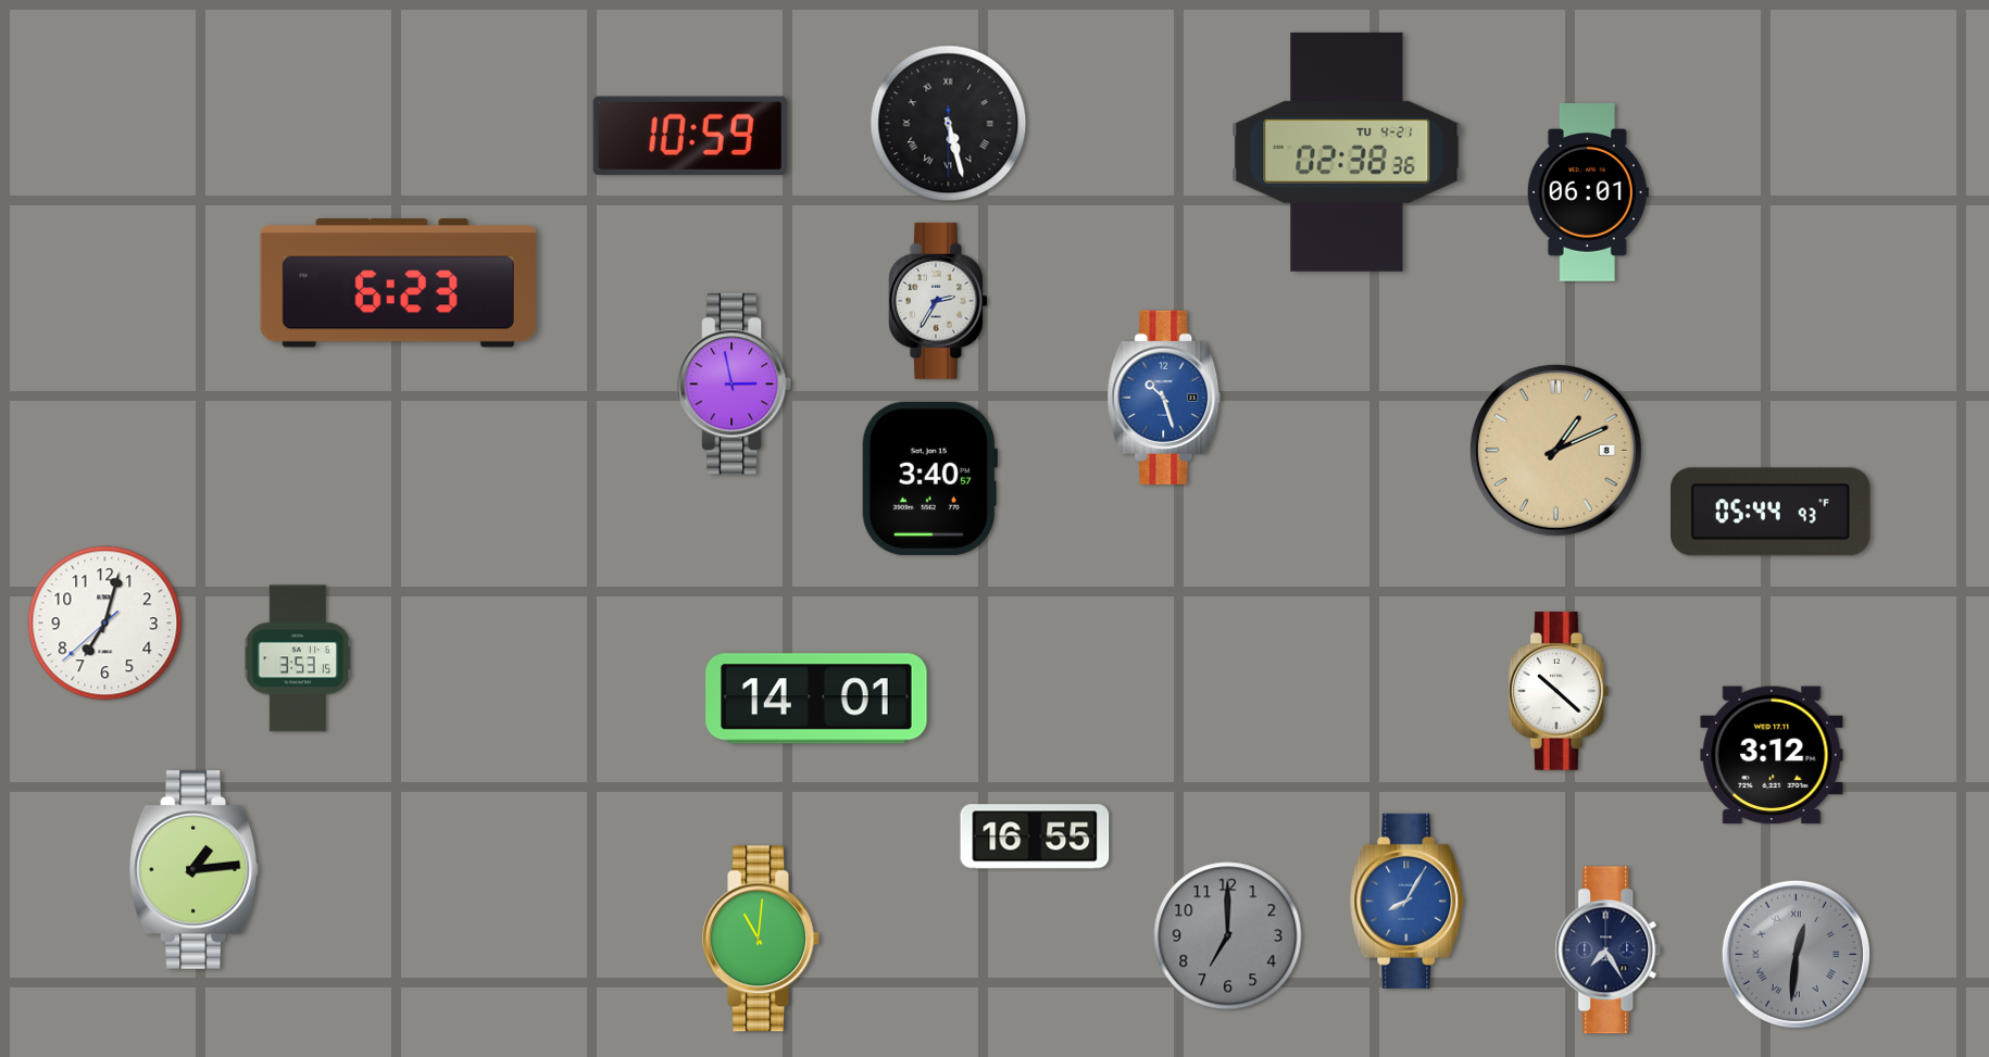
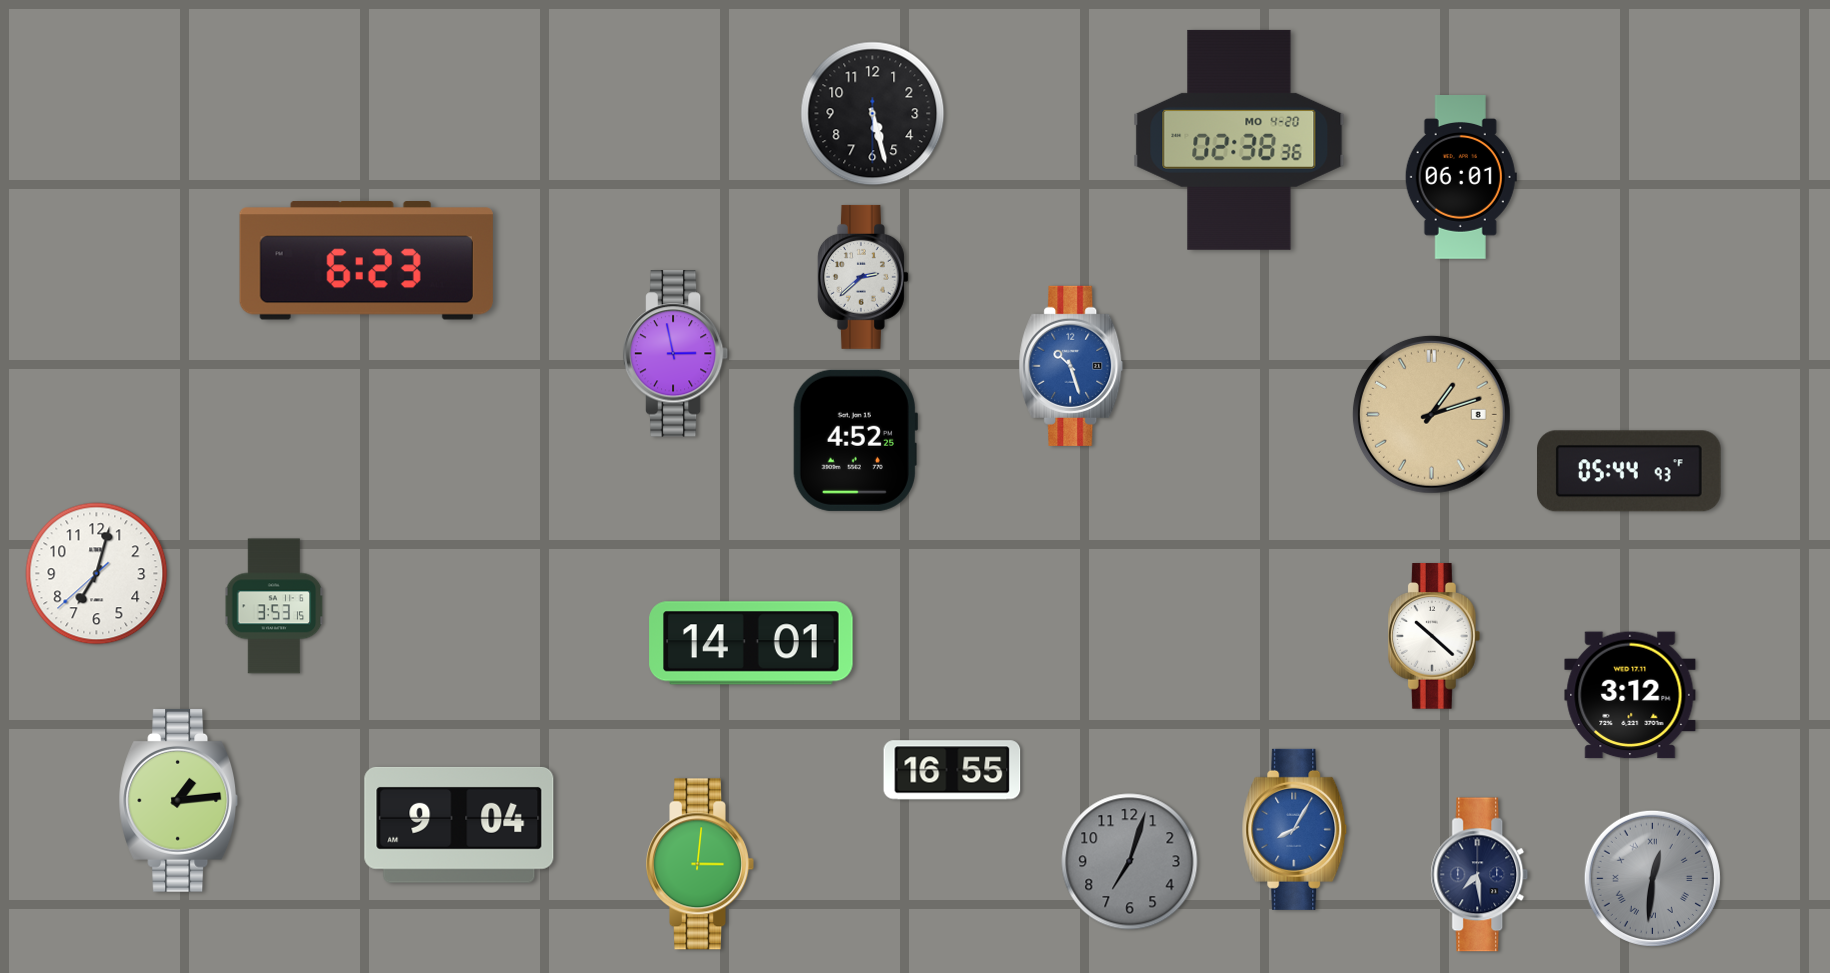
clock at (949, 124) numerals: Roman -> Arabic
clock at (690, 135): 10:59 -> none
clock at (1347, 152) date: TU 4-21 -> MO 4-20
clock at (938, 301): 2:35 -> 2:38
clock at (1555, 450): 1:11 -> 1:12
clock at (929, 478): 3:40 -> 4:52
clock at (459, 825): none -> 9:04
clock at (1228, 936): 7:00 -> 7:03
clock at (761, 939): 11:01 -> 3:01
clock at (1609, 951): 7:25 -> 7:29
